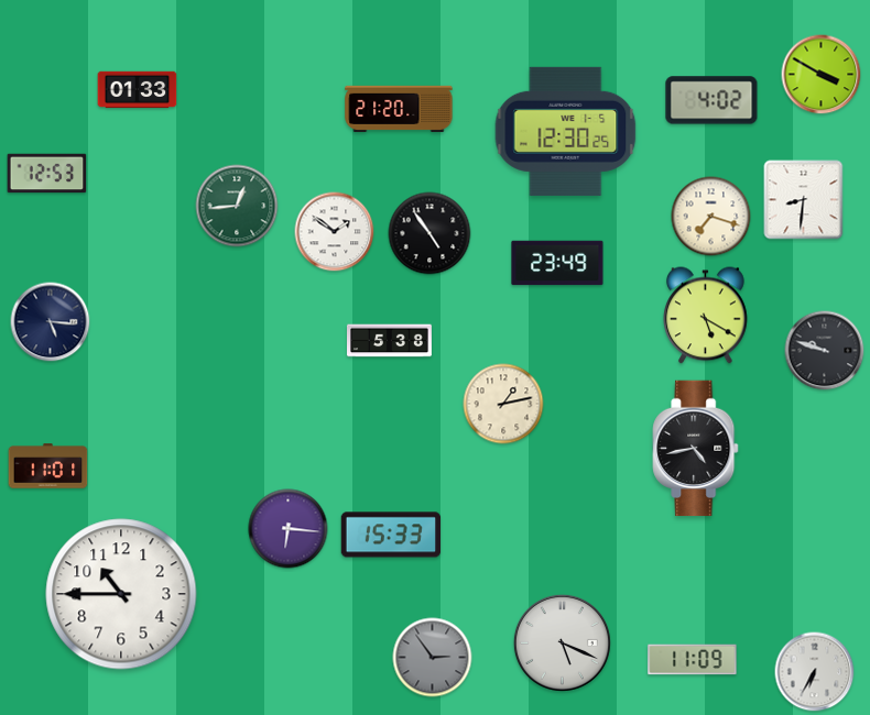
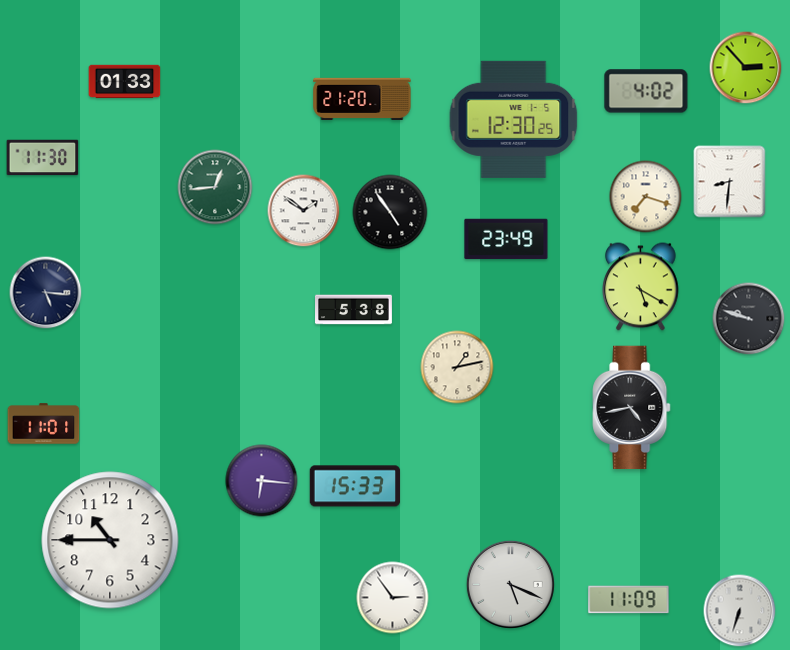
clock at (822, 75): 3:50 -> 2:53
clock at (47, 174): 12:53 -> 11:30
clock at (433, 658) dial: grey -> white
clock at (815, 672): 6:35 -> 6:33
